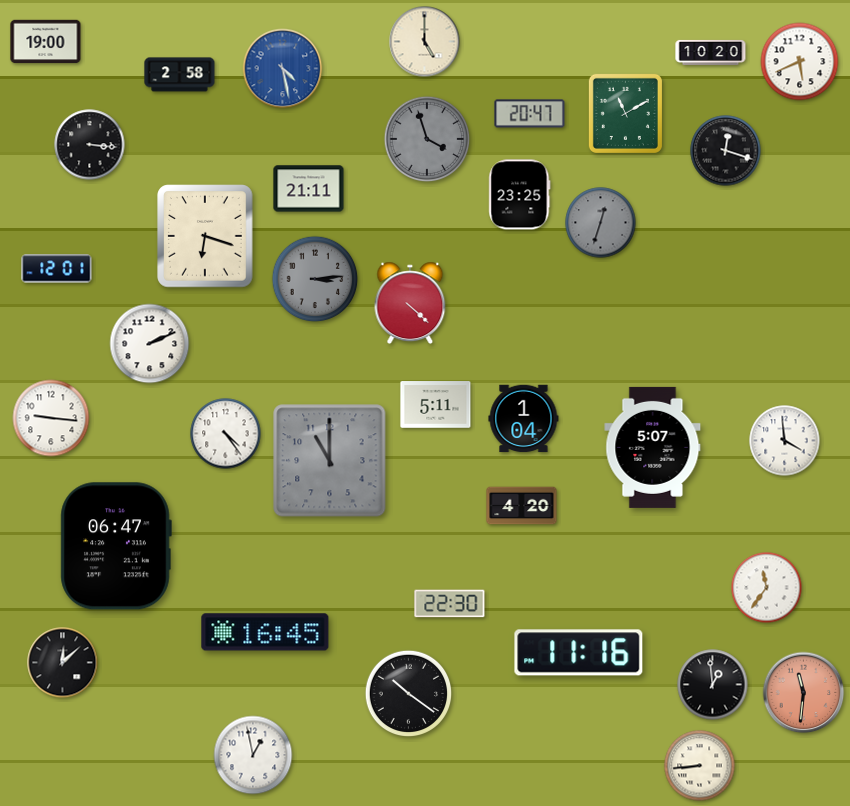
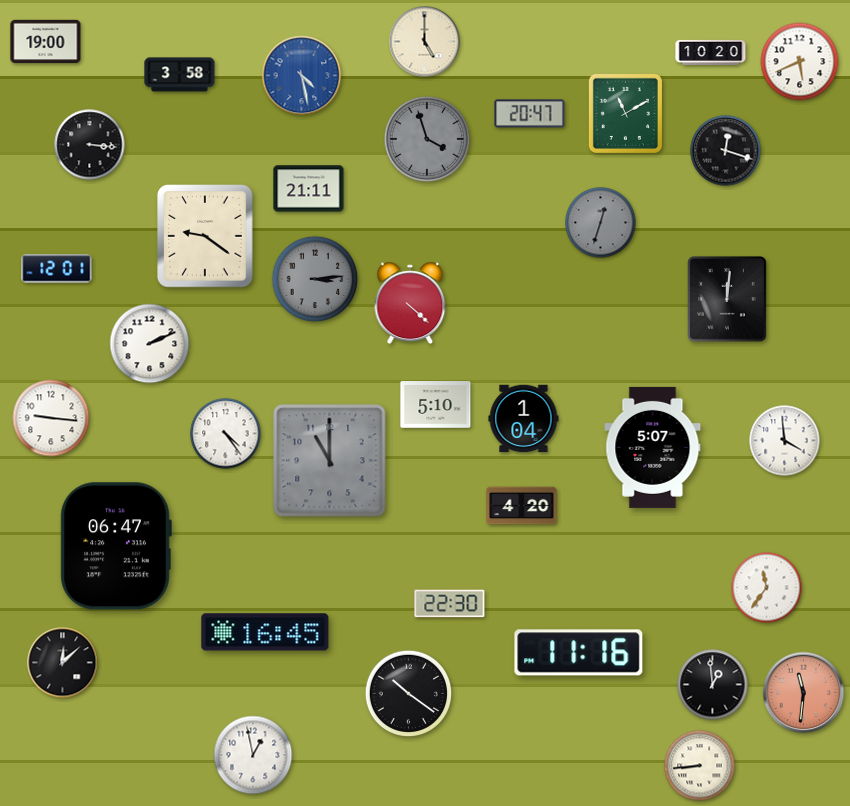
clock at (283, 69) position: (283, 69) -> (302, 76)
clock at (180, 75): 2:58 -> 3:58
clock at (520, 195): 23:25 -> none
clock at (205, 236): 6:18 -> 9:21
clock at (728, 300): none -> 12:01
clock at (436, 405): 5:11 -> 5:10
